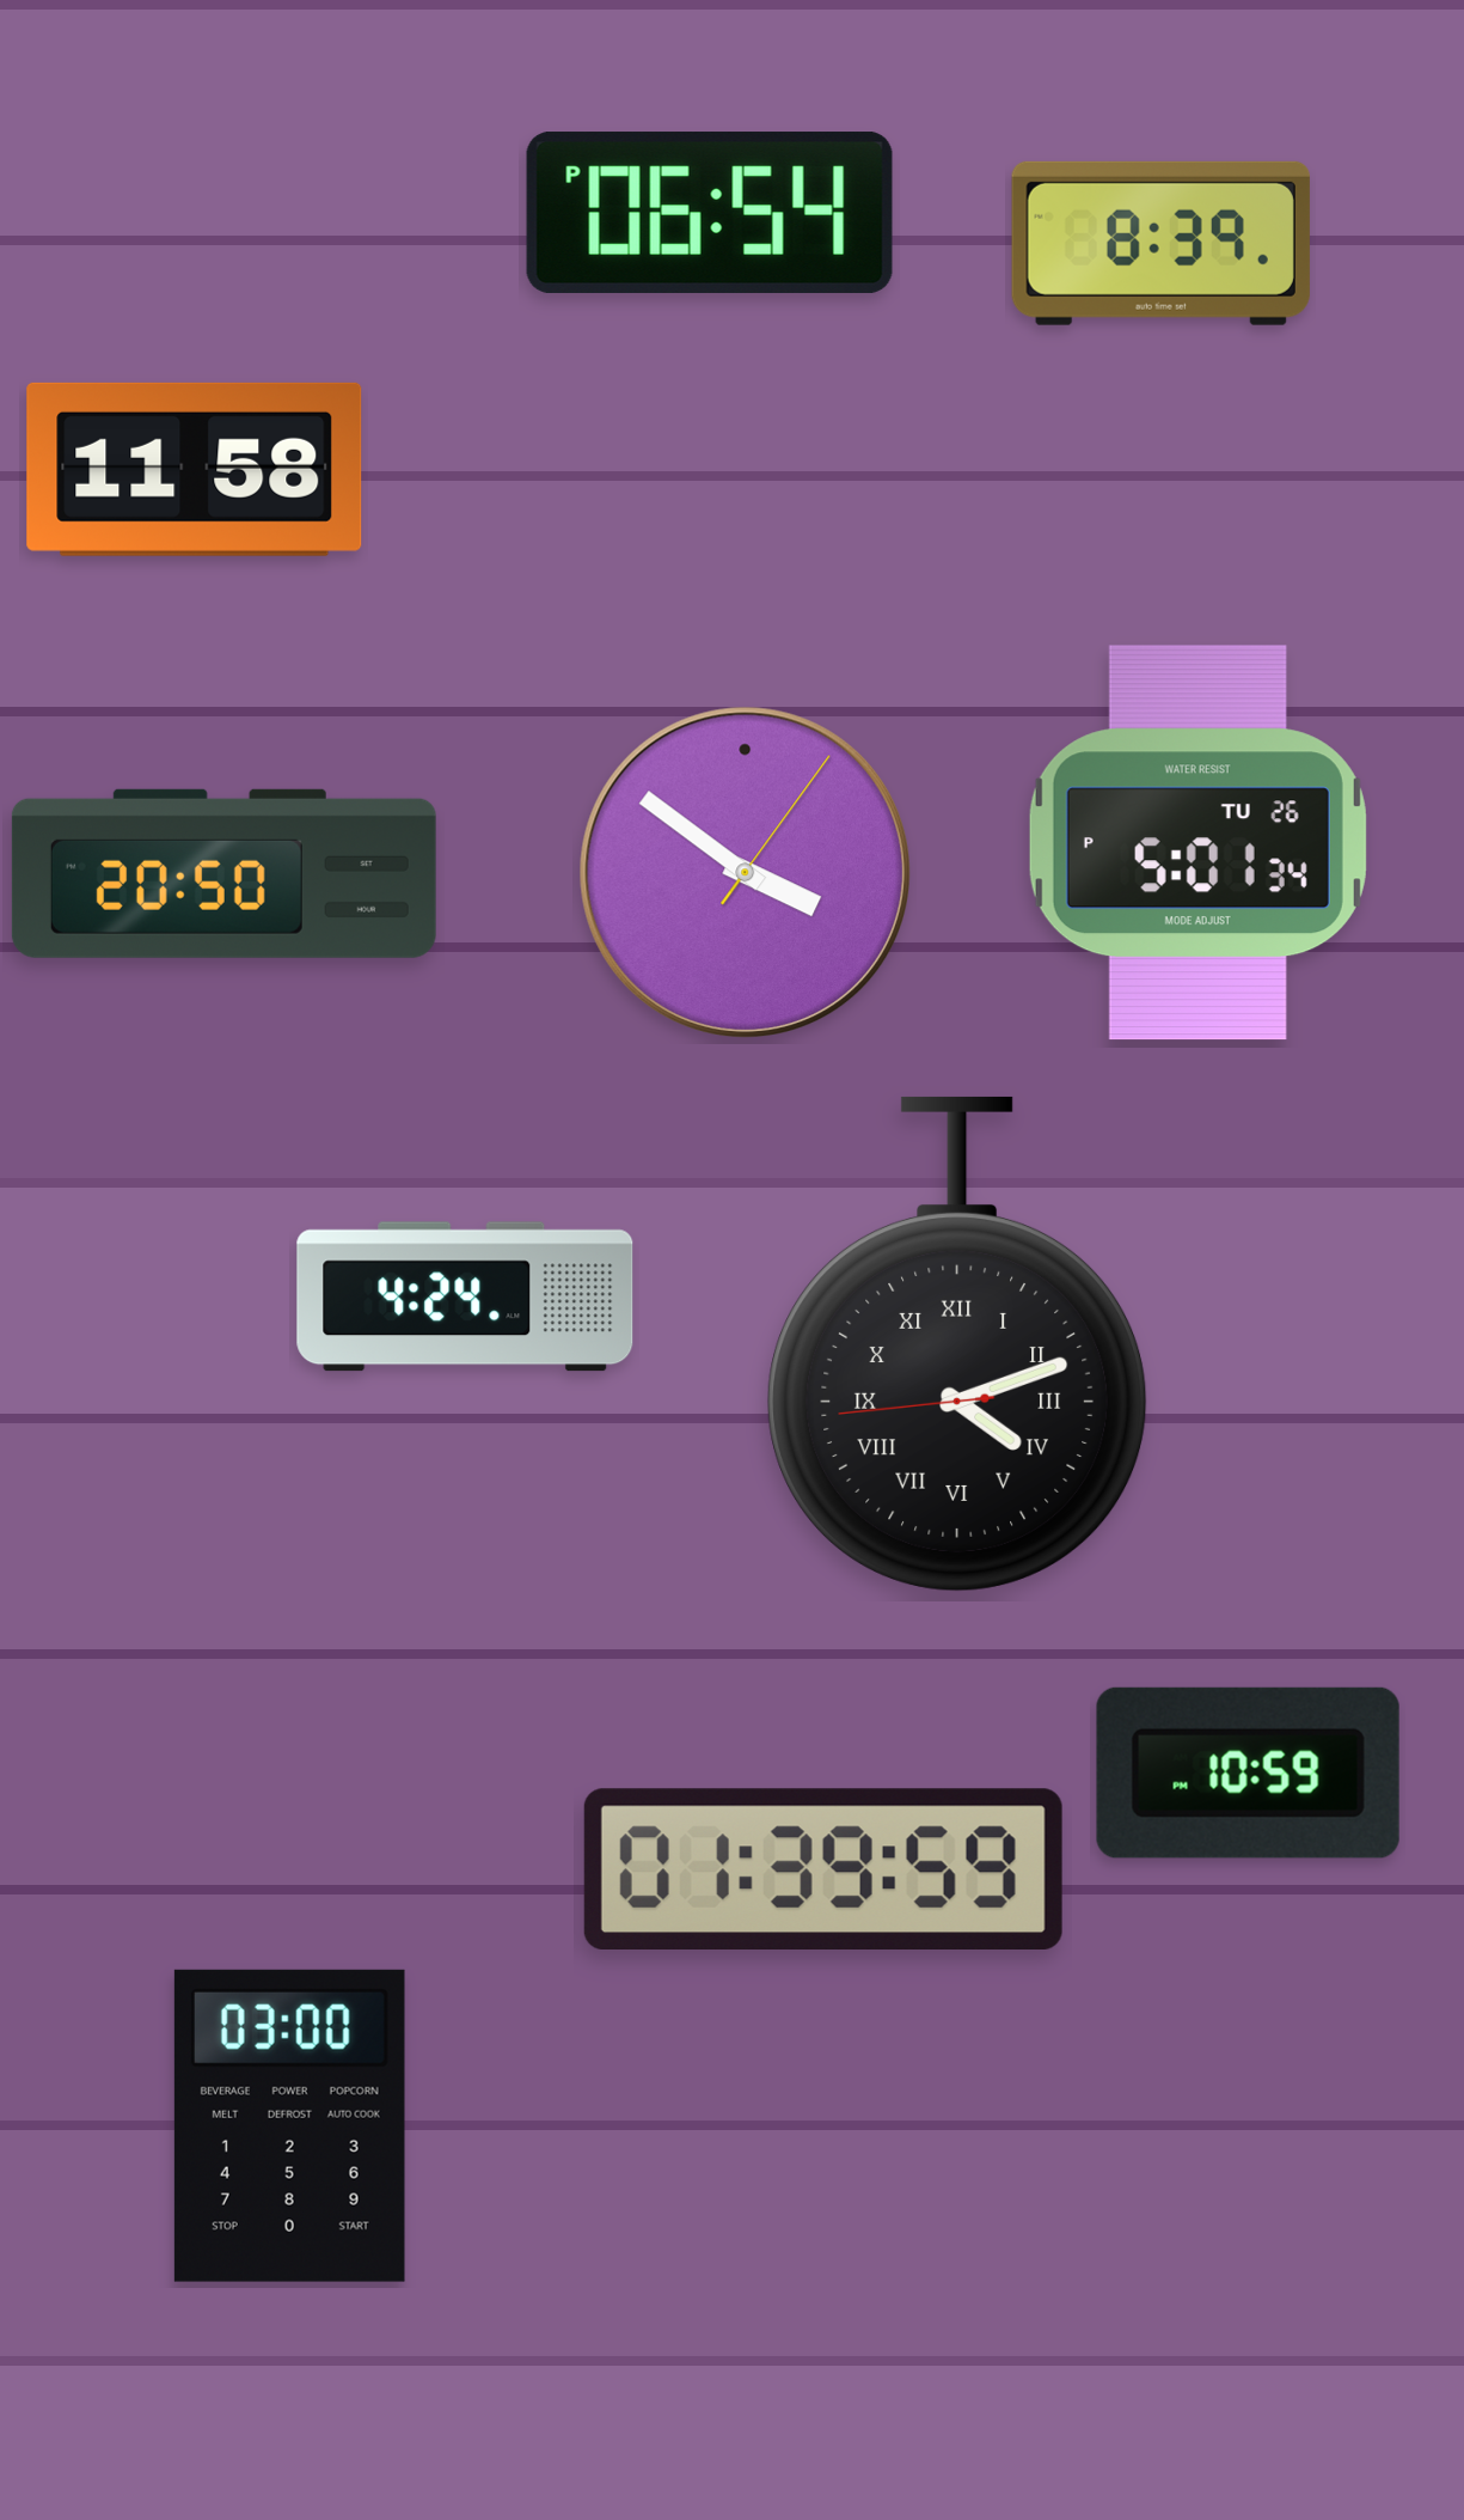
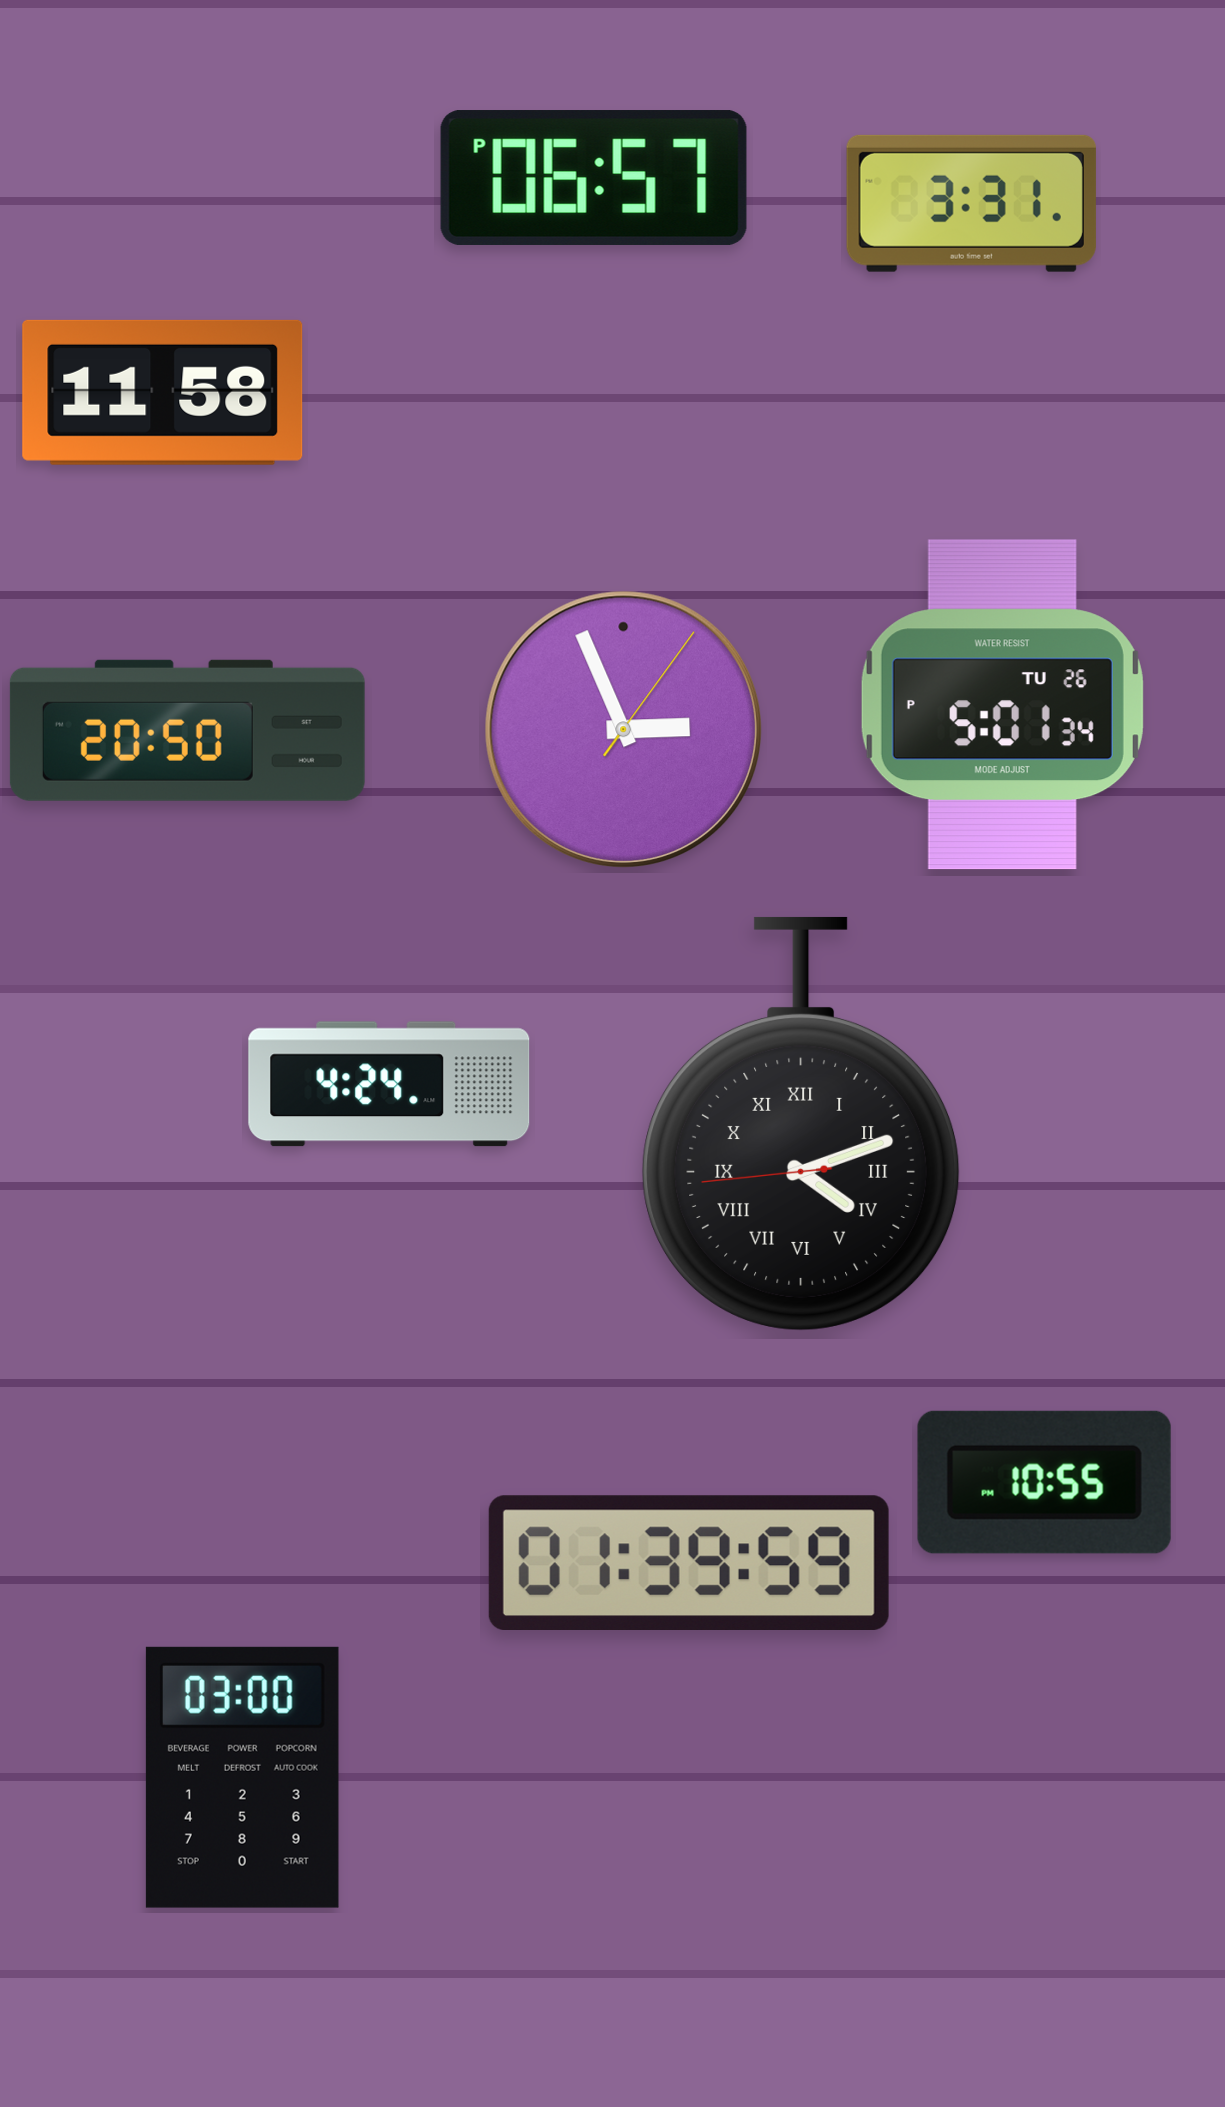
clock at (710, 213): 06:54 -> 06:57
clock at (1160, 243): 8:39 -> 3:31
clock at (745, 872): 3:51 -> 2:56
clock at (1248, 1772): 10:59 -> 10:55
